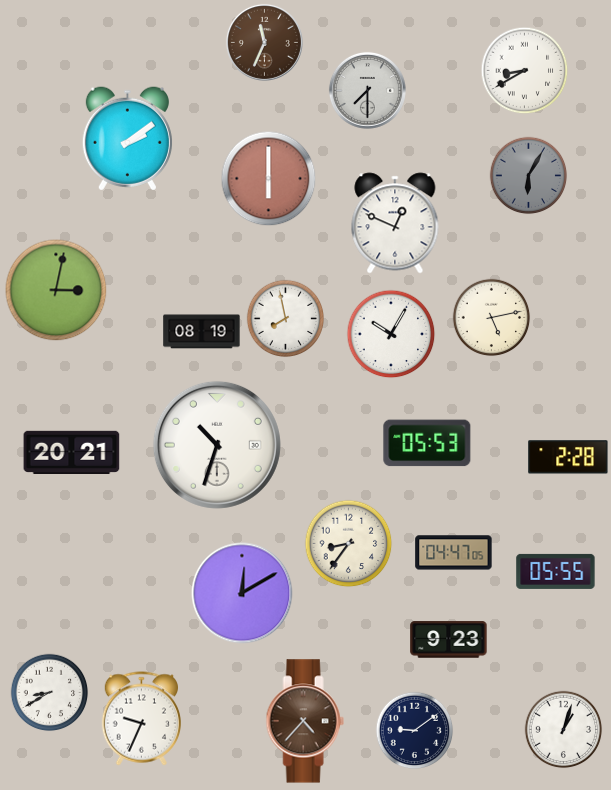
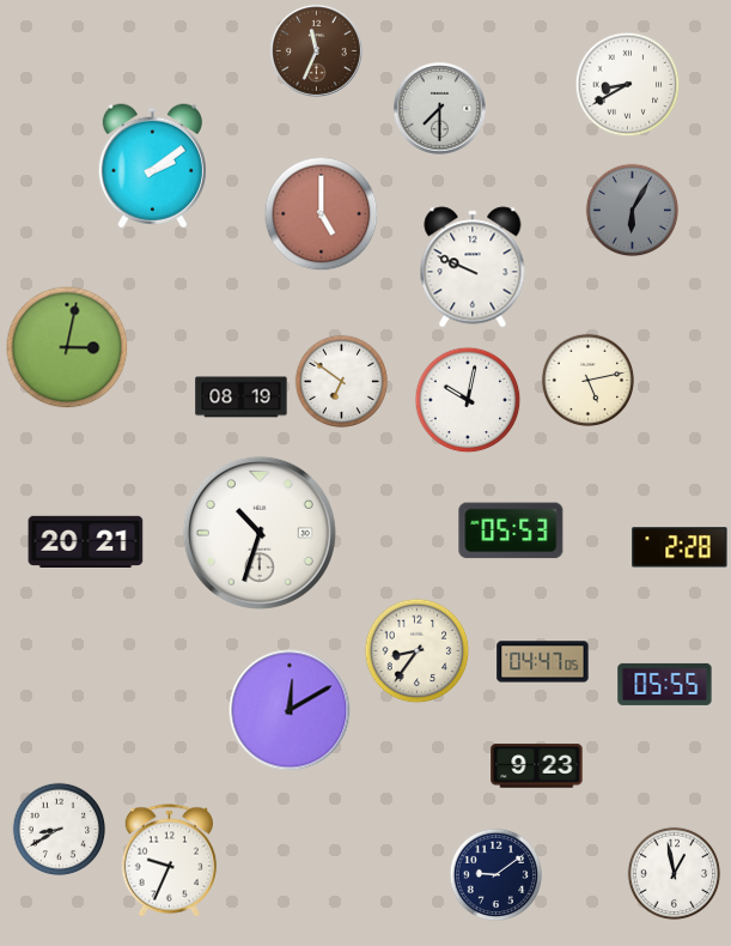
clock at (268, 178): 6:00 -> 5:00
clock at (395, 223): 12:49 -> 9:49
clock at (285, 318): 7:58 -> 6:51
clock at (391, 334): 10:05 -> 10:02
clock at (305, 721): 4:37 -> none
clock at (563, 729): 1:03 -> 12:58
